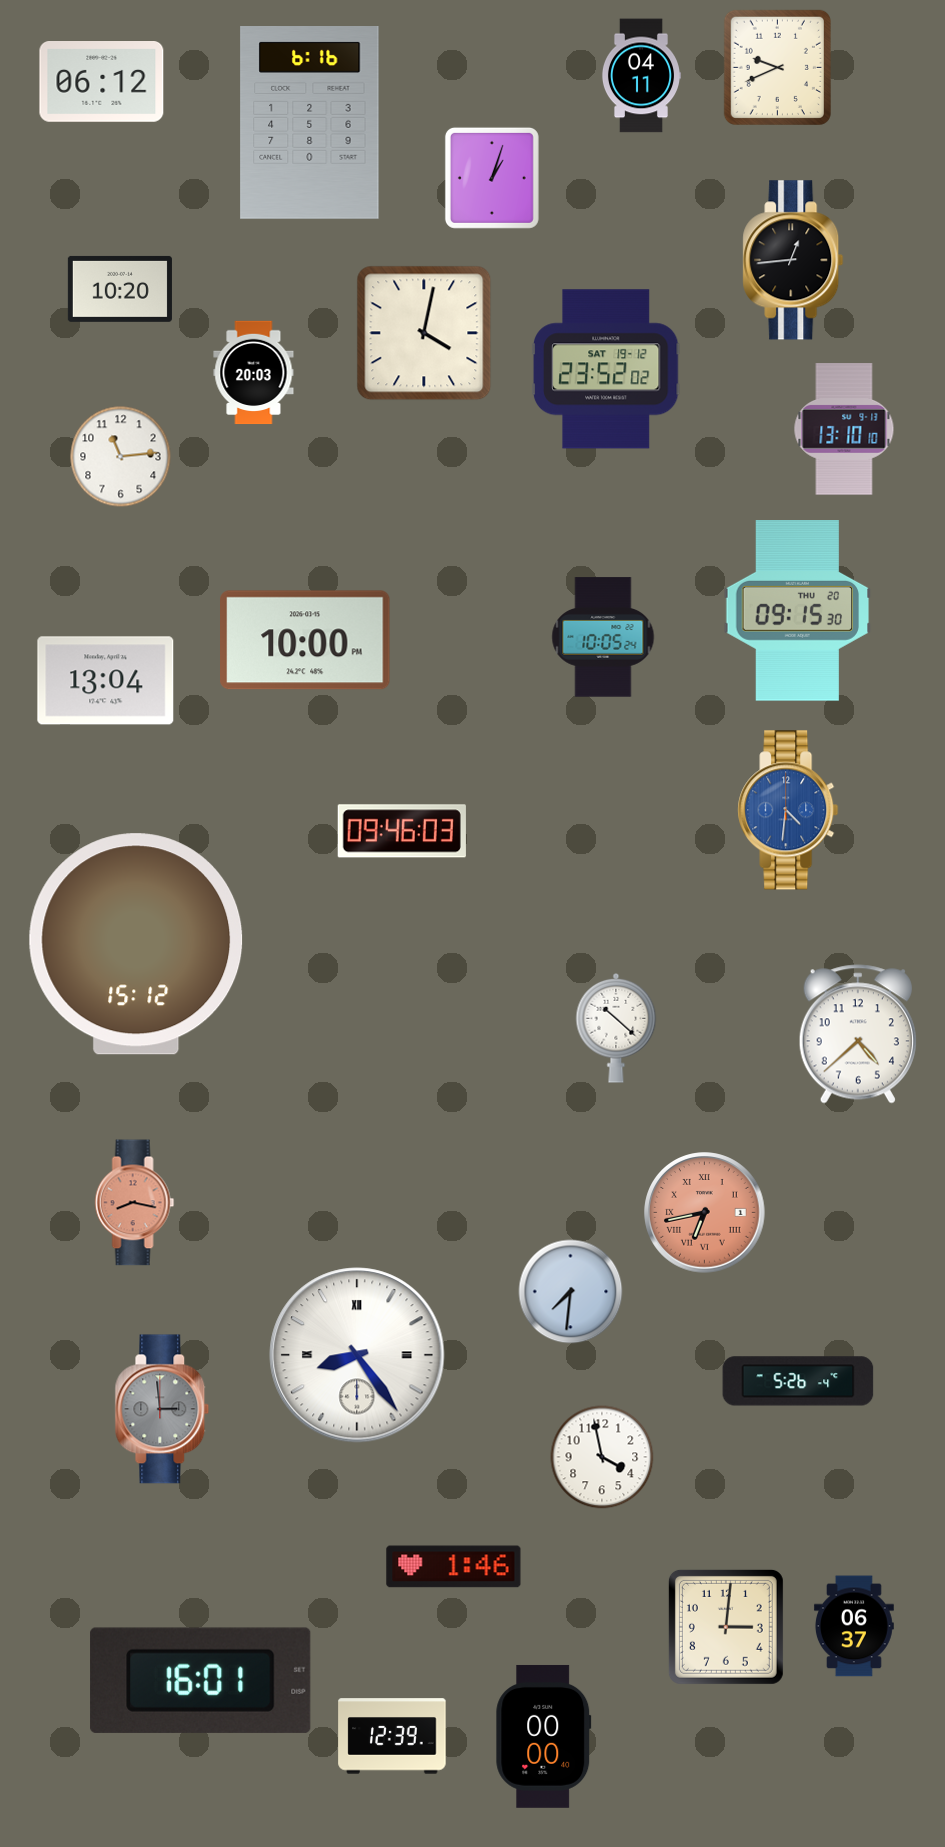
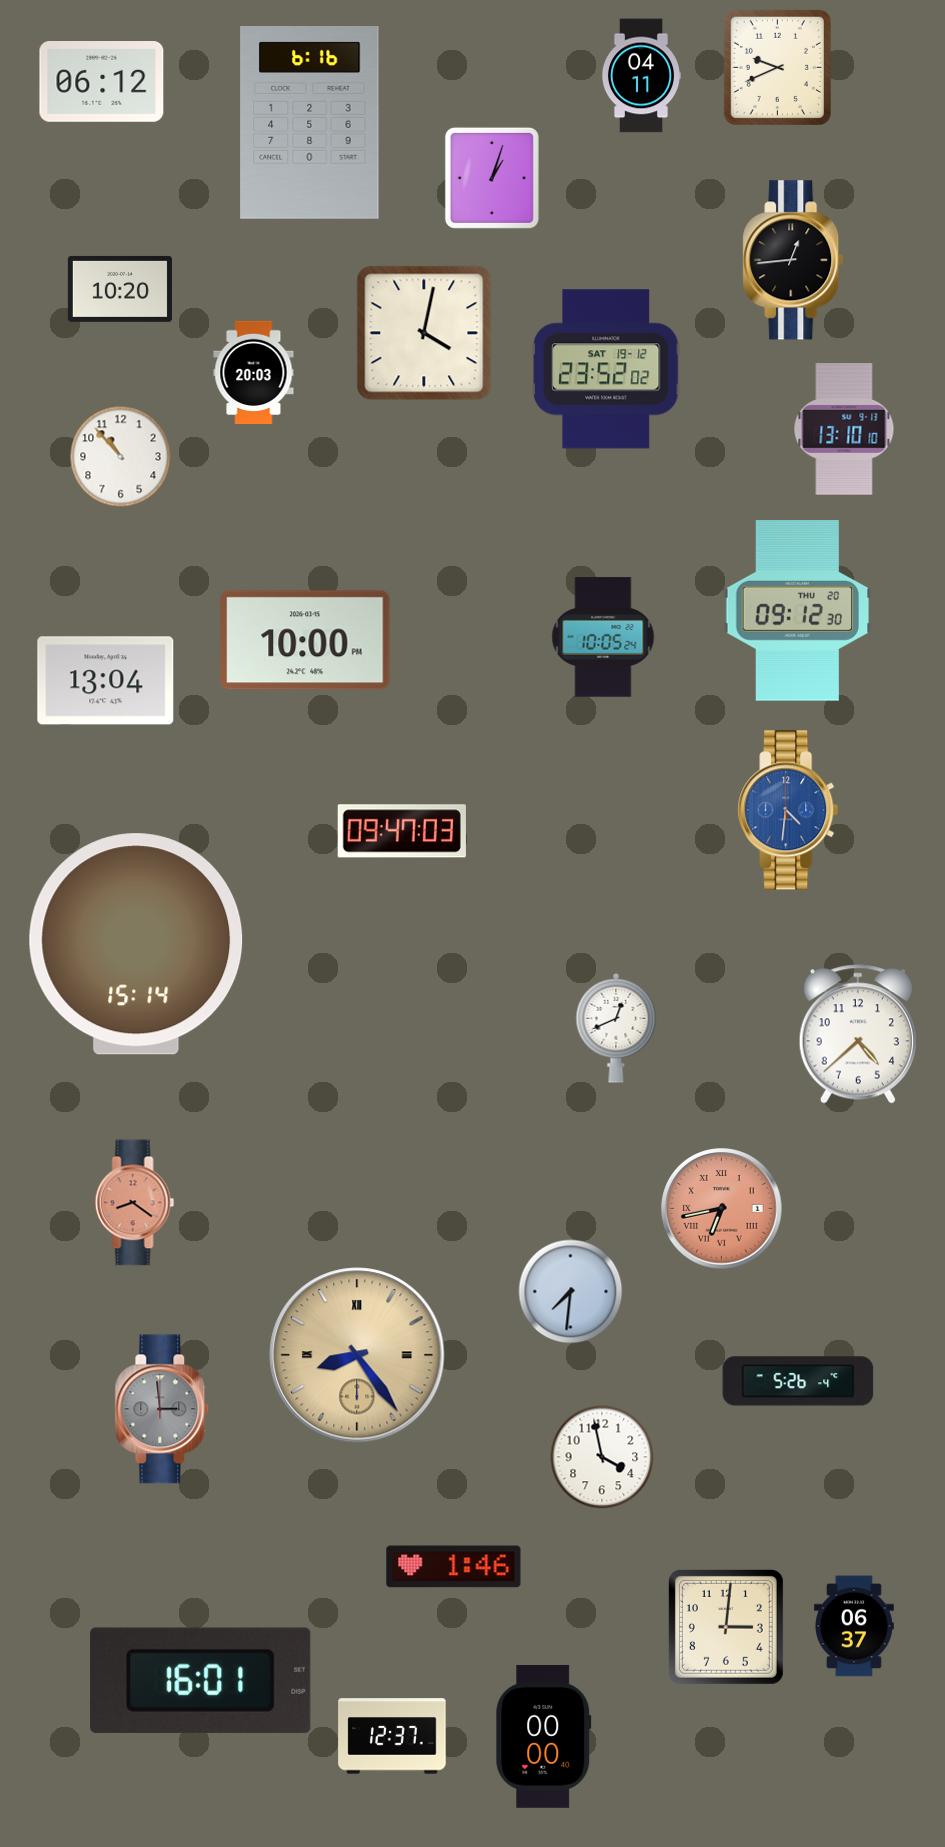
clock at (121, 457): 11:14 -> 10:53
clock at (798, 611): 09:15 -> 09:12
clock at (402, 831): 09:46 -> 09:47
clock at (136, 944): 15:12 -> 15:14
clock at (616, 1028): 10:22 -> 12:41
clock at (135, 1203): 8:17 -> 8:21
clock at (705, 1213) position: (705, 1213) -> (722, 1209)
clock at (357, 1355) dial: white -> champagne
clock at (392, 1736): 12:39 -> 12:37
